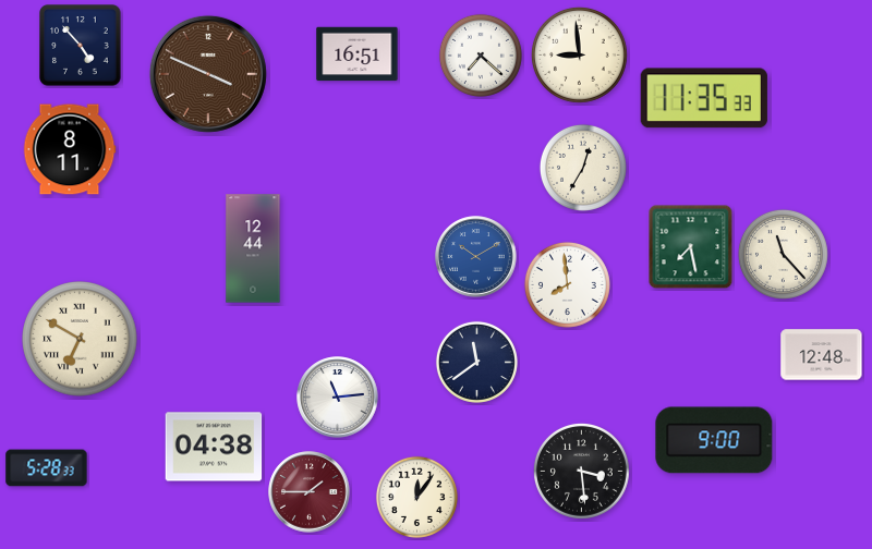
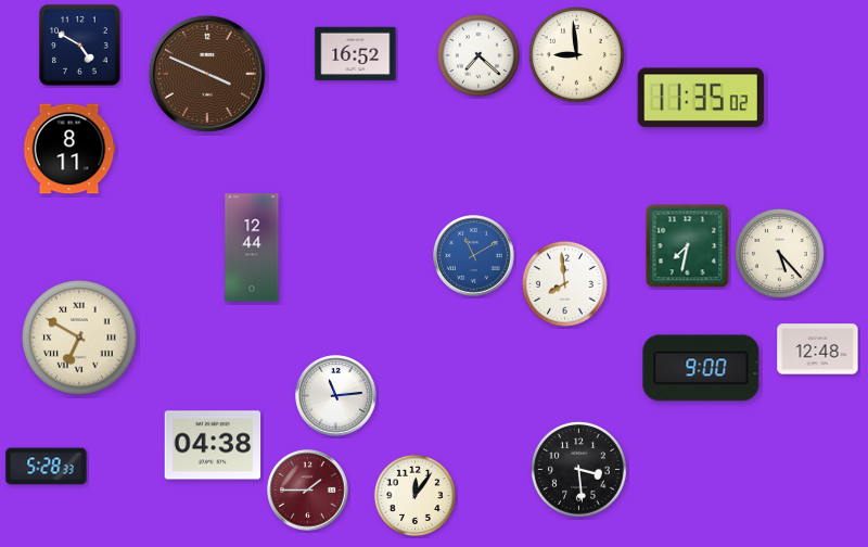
clock at (81, 46): 4:53 -> 4:50
clock at (358, 54): 16:51 -> 16:52
clock at (704, 98): 11:35:33 -> 11:35:02
clock at (583, 168): 12:35 -> none
clock at (691, 247): 7:28 -> 7:32
clock at (783, 254): 11:23 -> 5:23
clock at (476, 257): 10:10 -> 11:10
clock at (822, 355) position: (822, 355) -> (818, 349)
clock at (476, 362): 11:39 -> none
clock at (714, 440) position: (714, 440) -> (701, 368)
